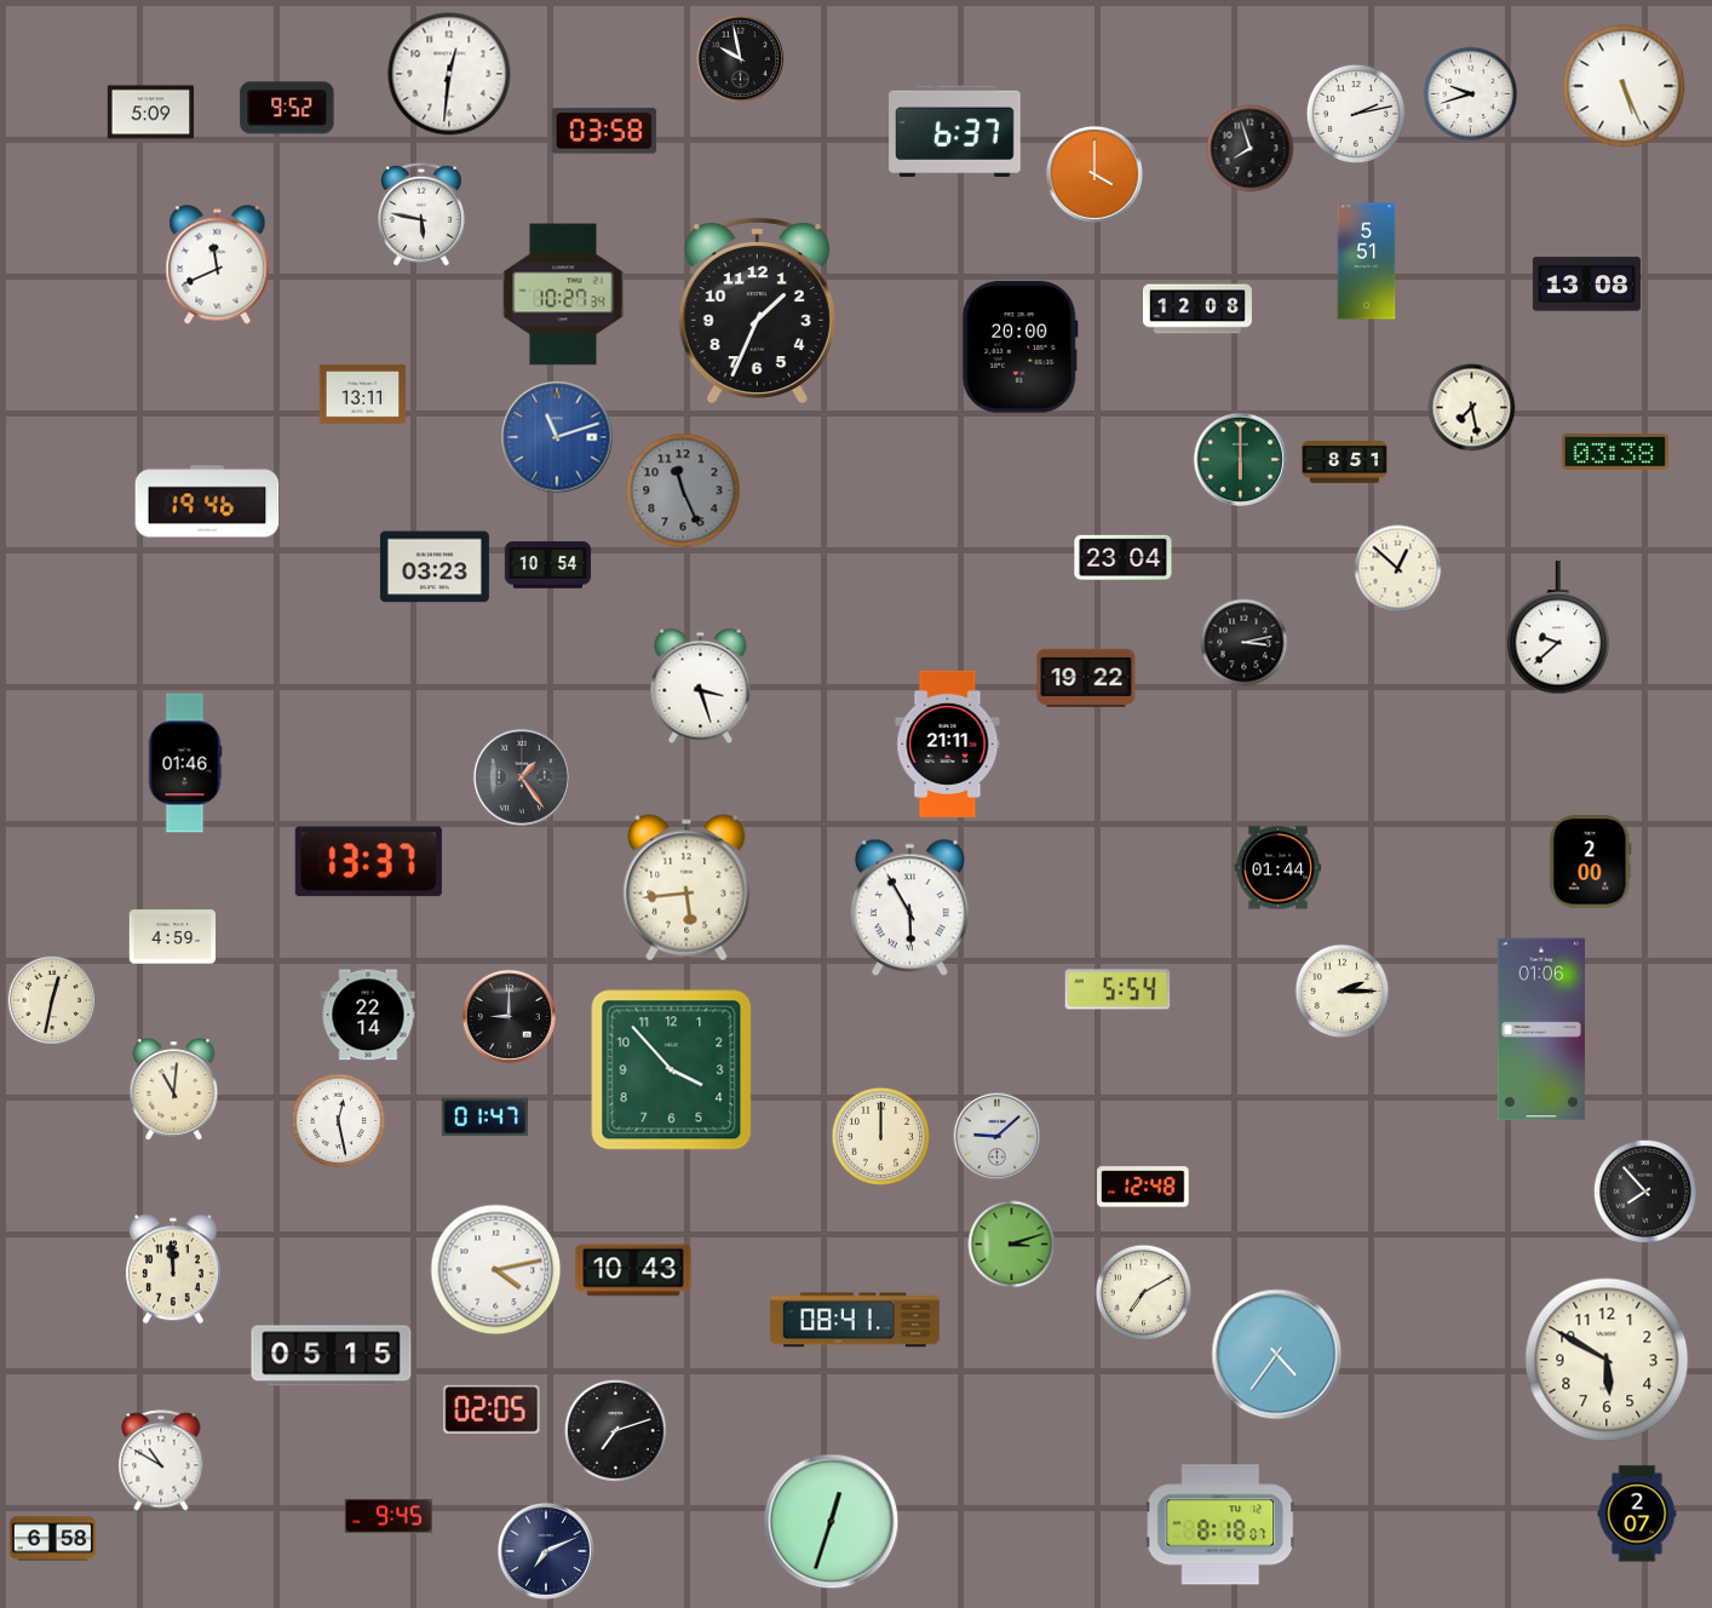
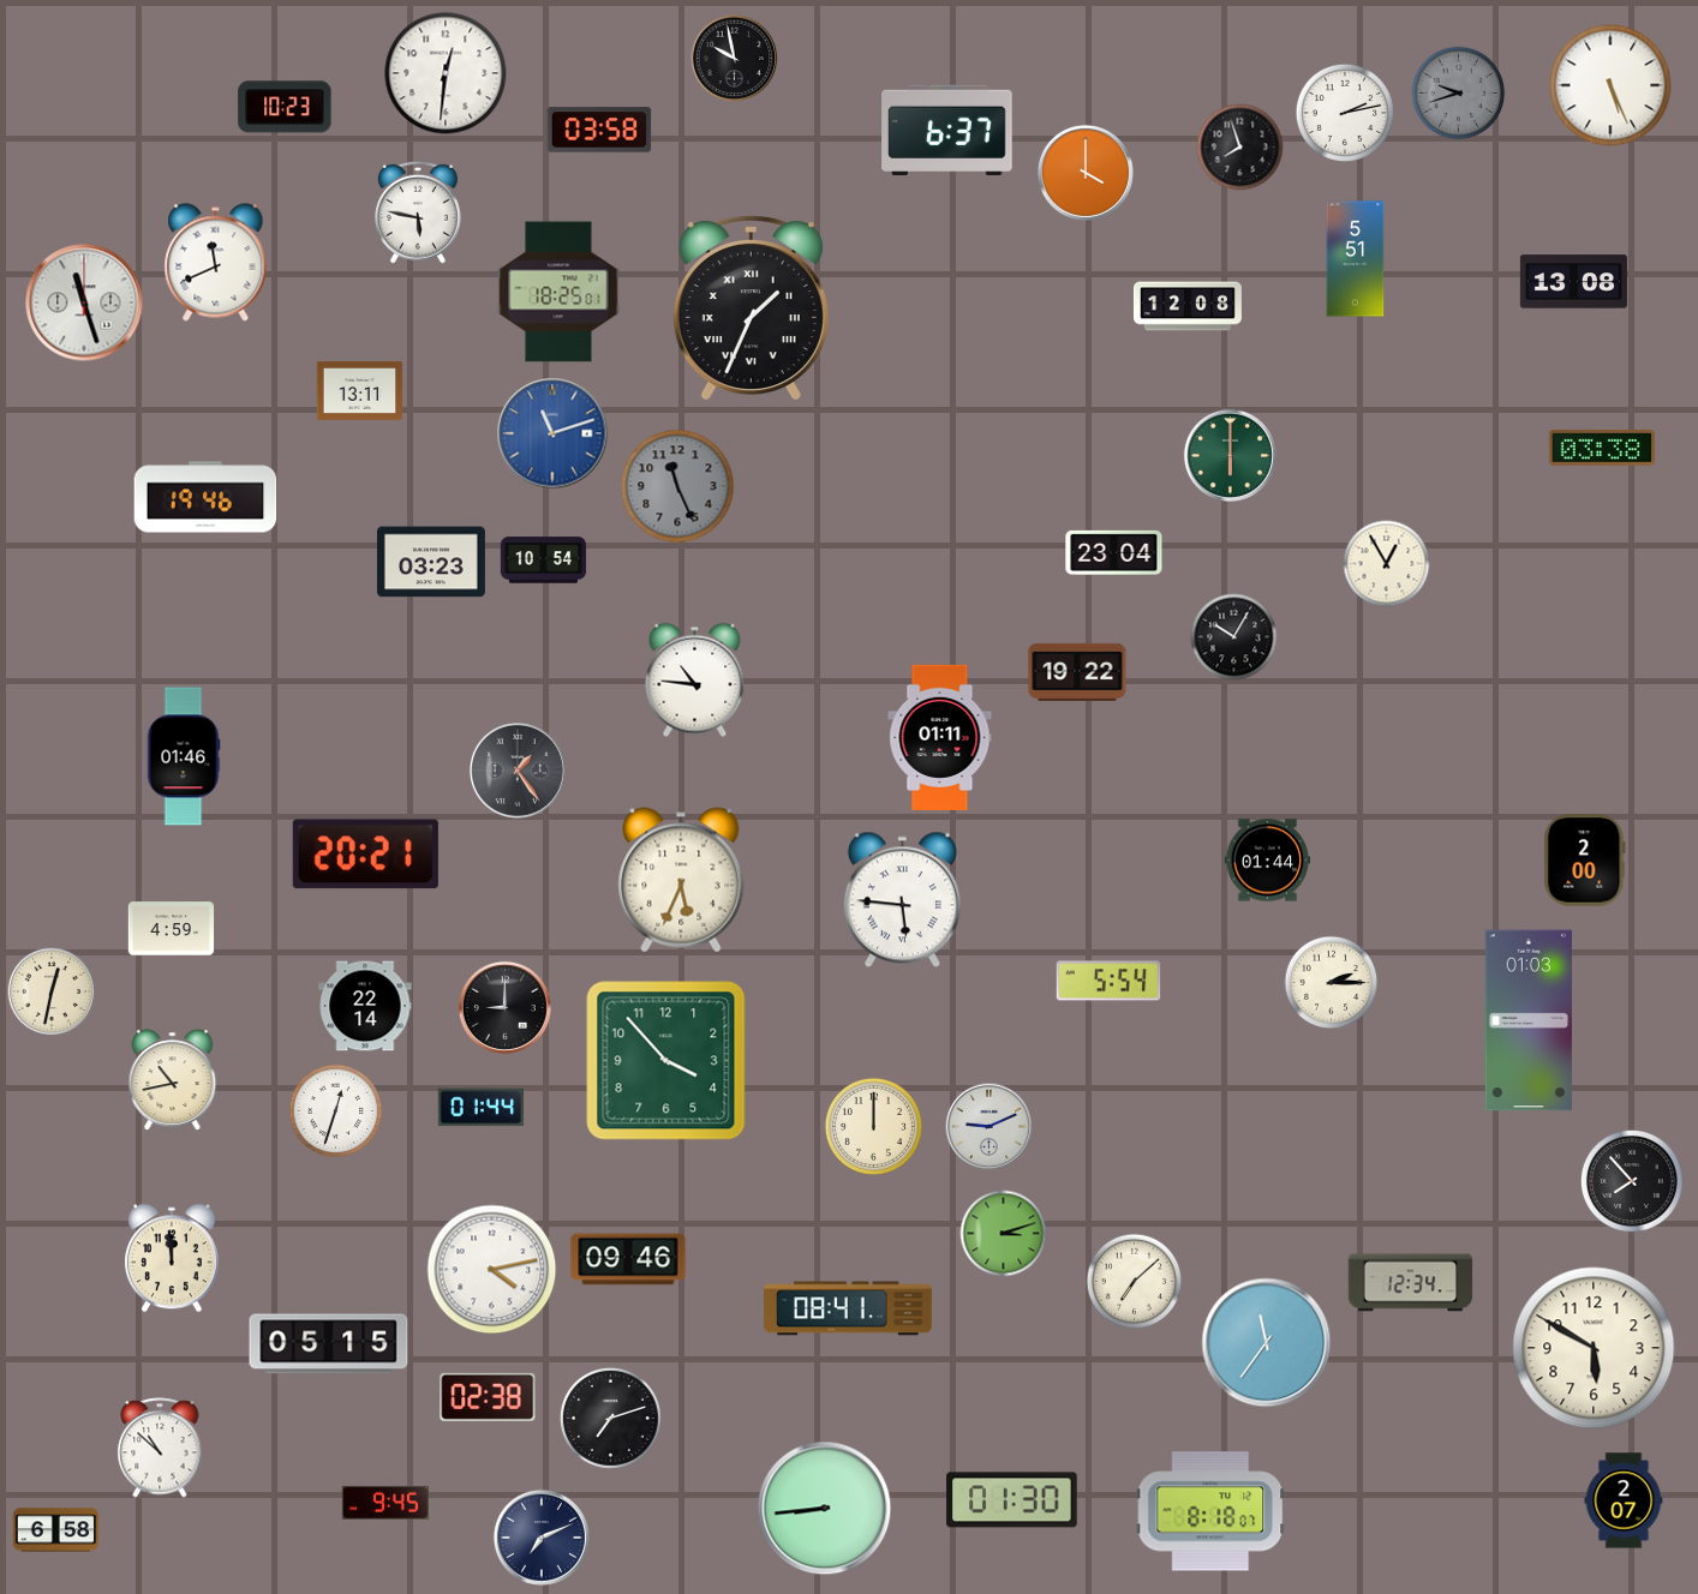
clock at (1471, 94) dial: white -> grey
clock at (287, 108): 9:52 -> 10:23
clock at (151, 113): 5:09 -> none
clock at (563, 294): 10:27 -> 18:25
clock at (84, 302): none -> 11:27
clock at (757, 310) numerals: Arabic -> Roman
clock at (1019, 348): 20:00 -> none
clock at (1472, 408): 7:28 -> none
clock at (1345, 463): 8:51 -> none
clock at (1398, 569): 12:52 -> 12:55
clock at (1558, 628): 9:38 -> none
clock at (1245, 643): 3:13 -> 10:05
clock at (701, 687): 3:27 -> 10:46
clock at (948, 743): 21:11 -> 01:11
clock at (368, 862): 13:37 -> 20:21
clock at (1591, 862) position: (1591, 862) -> (1585, 861)
clock at (686, 888): 5:44 -> 5:34
clock at (909, 908): 5:55 -> 5:46
clock at (1540, 1029): 01:06 -> 01:03
clock at (174, 1090): 11:01 -> 10:43
clock at (486, 1118): 01:47 -> 01:44
clock at (339, 1121): 12:28 -> 12:33
clock at (998, 1137): 9:08 -> 9:11
clock at (1143, 1187): 12:48 -> none
clock at (496, 1270) position: (496, 1270) -> (492, 1270)
clock at (633, 1270): 10:43 -> 09:46
clock at (1144, 1293): 7:10 -> 7:08
clock at (1411, 1283): none -> 12:34
clock at (1277, 1355): 4:36 -> 11:36
clock at (492, 1409): 02:05 -> 02:38
clock at (161, 1460): 10:50 -> 10:52
clock at (1012, 1500): none -> 01:30
clock at (832, 1522): 12:33 -> 8:44
clock at (53, 1539) position: (53, 1539) -> (56, 1530)
